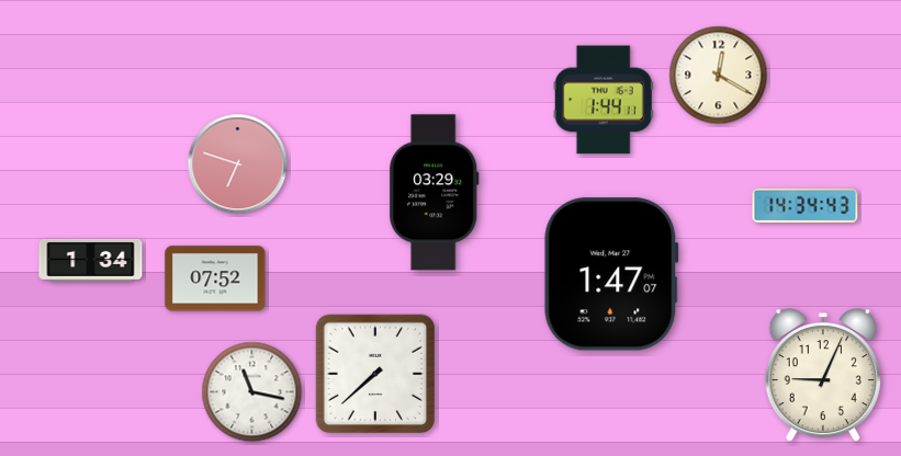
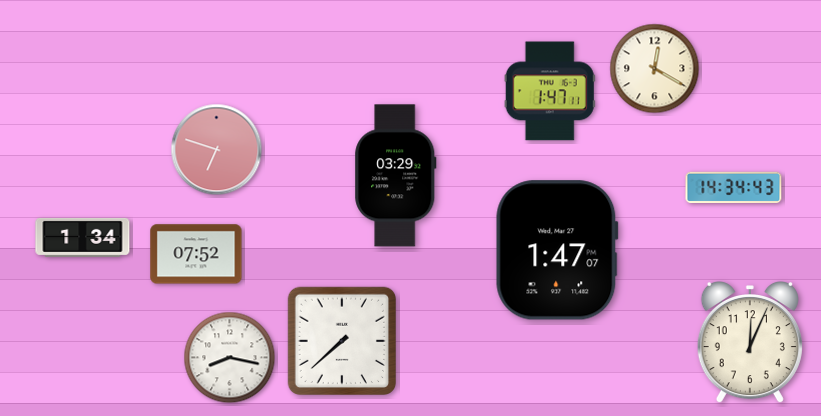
clock at (604, 100): 1:44 -> 1:47
clock at (823, 375): 9:04 -> 12:04
clock at (252, 392): 11:17 -> 8:17
